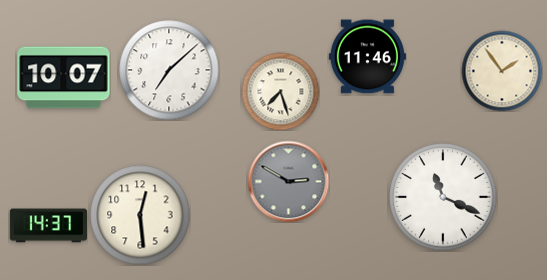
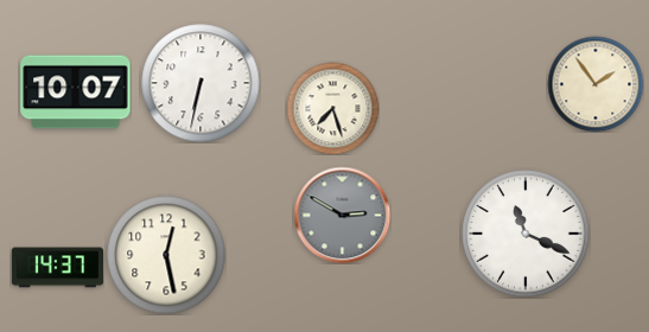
clock at (367, 57): 11:46 -> none
clock at (169, 70): 7:08 -> 6:32
clock at (140, 215): 12:29 -> 12:28
